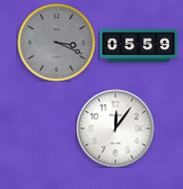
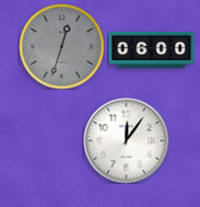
clock at (56, 42): 3:19 -> 12:33
clock at (138, 45): 05:59 -> 06:00
